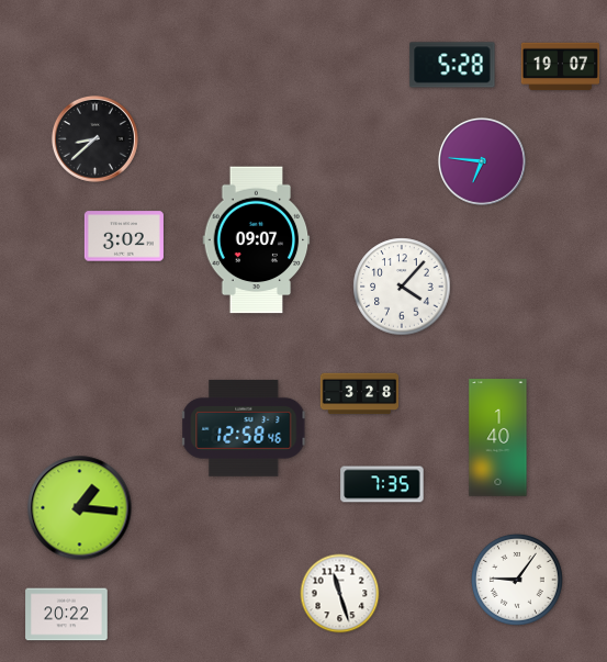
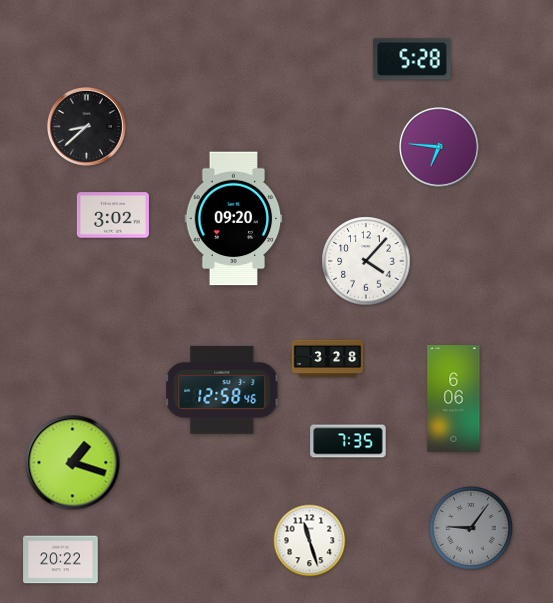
clock at (560, 67): 19:07 -> none
clock at (257, 240): 09:07 -> 09:20
clock at (498, 438): 1:40 -> 6:06
clock at (80, 508): 1:16 -> 1:18
clock at (517, 580) dial: white -> grey
